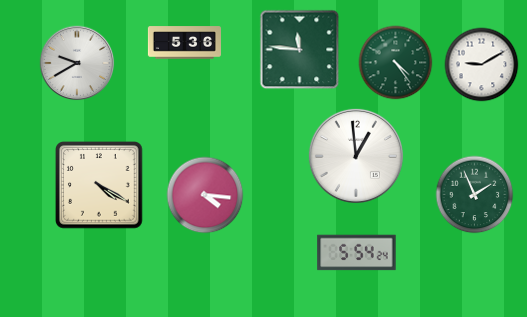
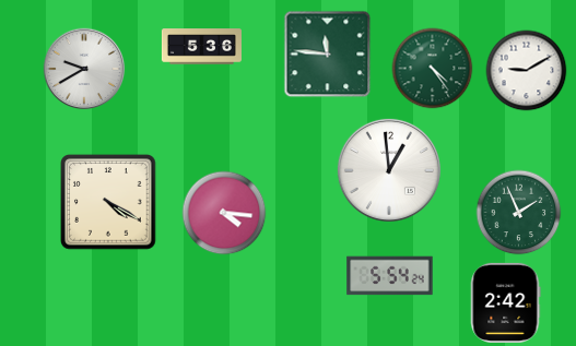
clock at (505, 302): none -> 2:42
